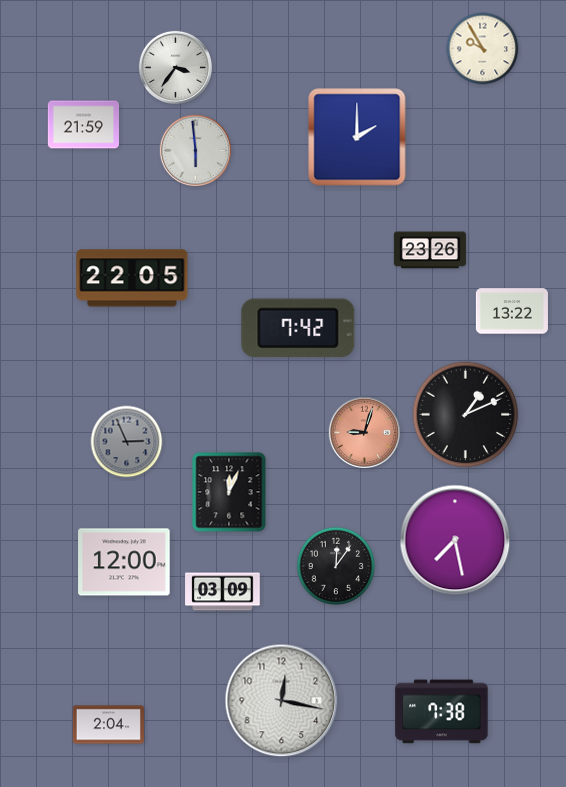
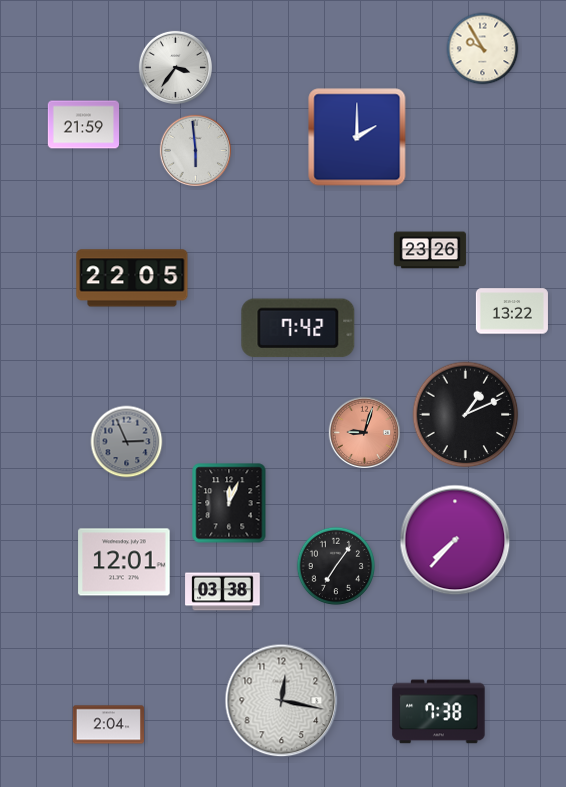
clock at (229, 492) position: (229, 492) -> (229, 503)
clock at (455, 540): 7:28 -> 7:37
clock at (124, 562): 12:00 -> 12:01
clock at (336, 566): 12:06 -> 7:06
clock at (223, 592): 03:09 -> 03:38
clock at (442, 712) position: (442, 712) -> (439, 712)
